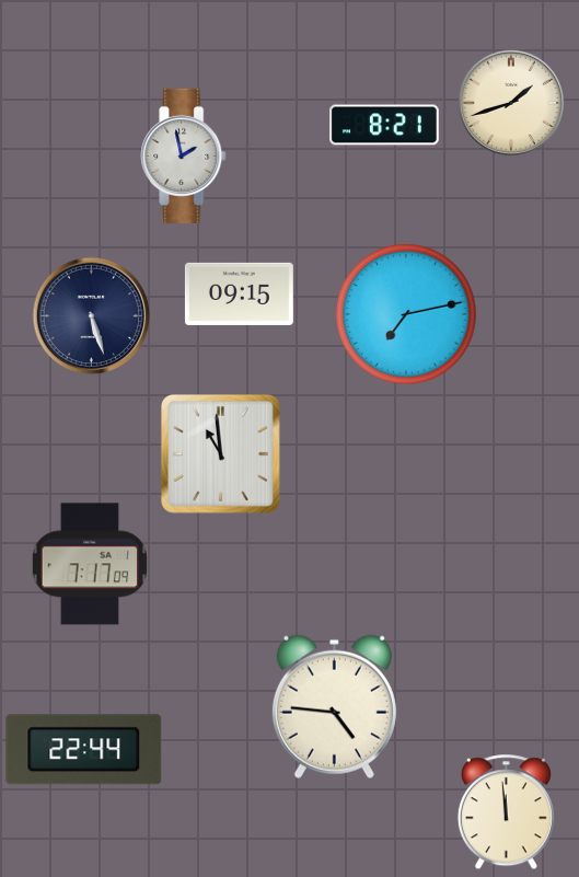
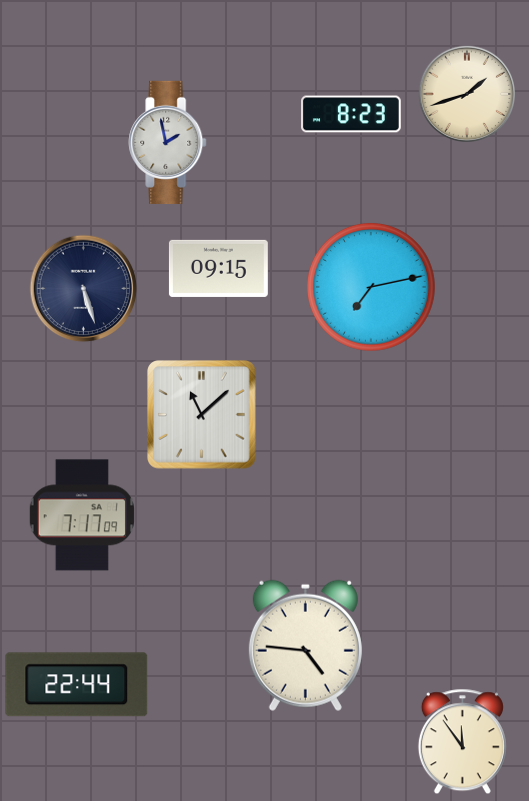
clock at (385, 125): 8:21 -> 8:23
clock at (221, 454): 10:59 -> 11:08
clock at (506, 812): 11:59 -> 11:54
